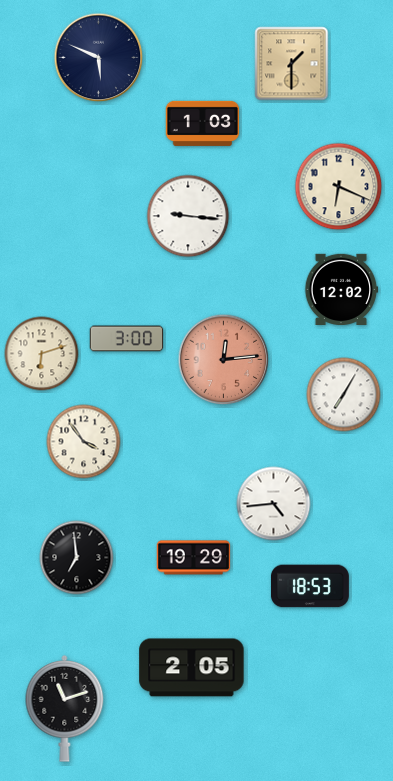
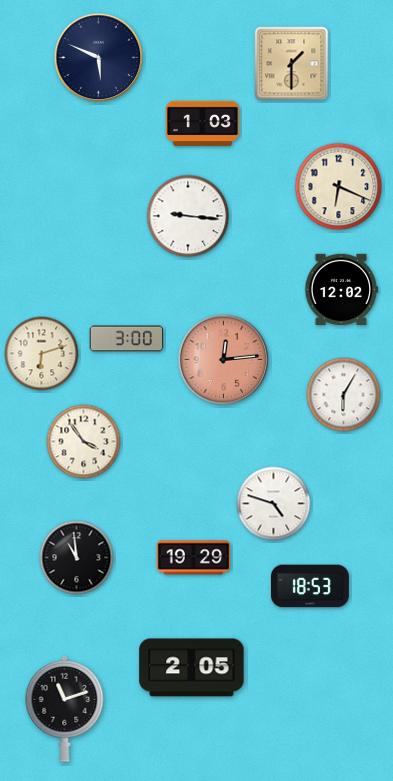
clock at (344, 395): 7:05 -> 6:05
clock at (274, 504): 4:44 -> 4:48
clock at (77, 558): 6:59 -> 10:59
